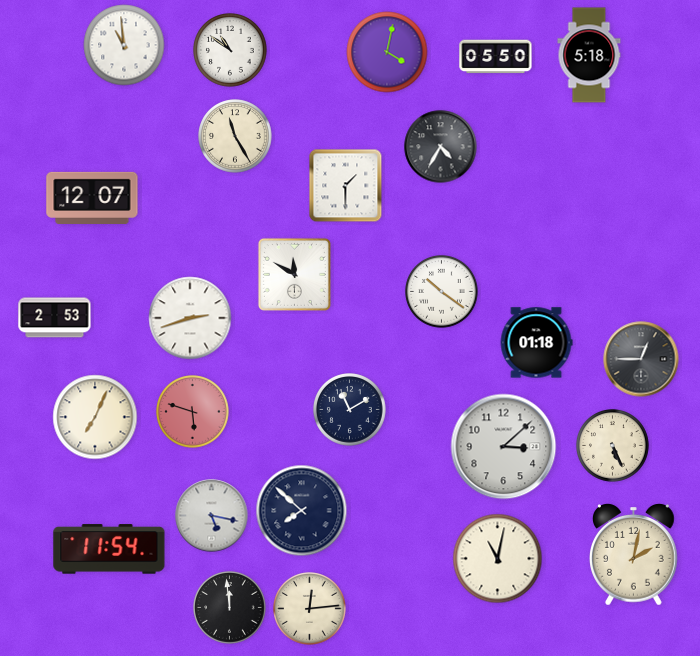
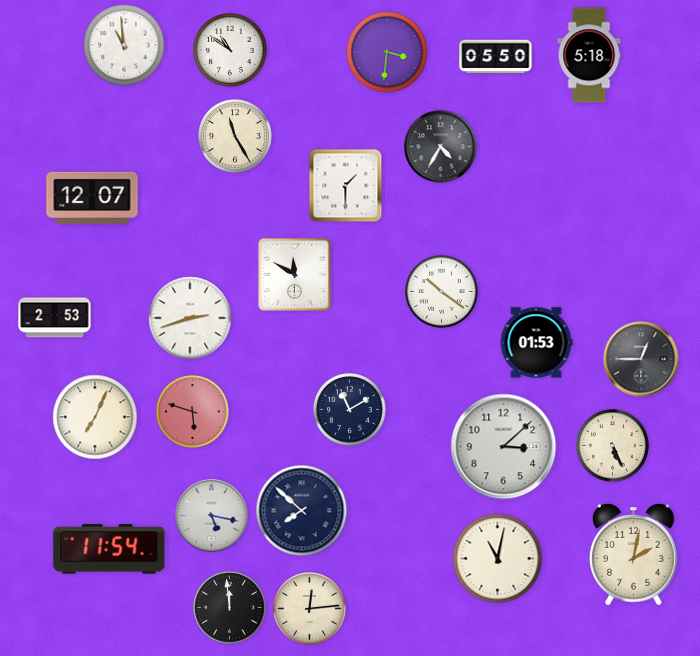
clock at (387, 52): 4:02 -> 3:31
clock at (536, 343): 01:18 -> 01:53
